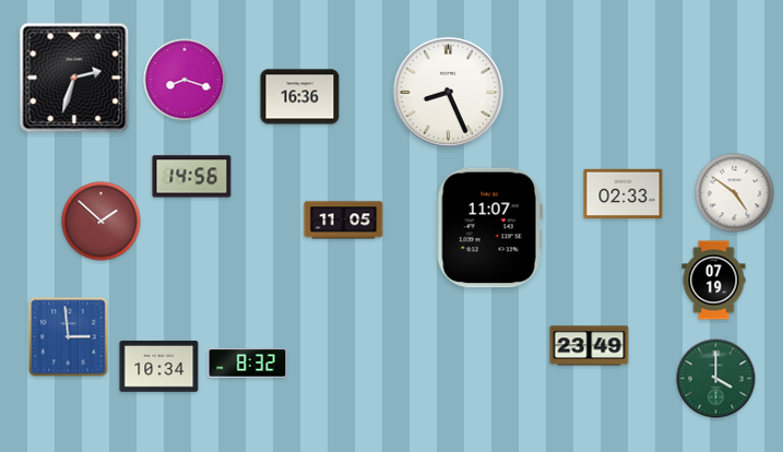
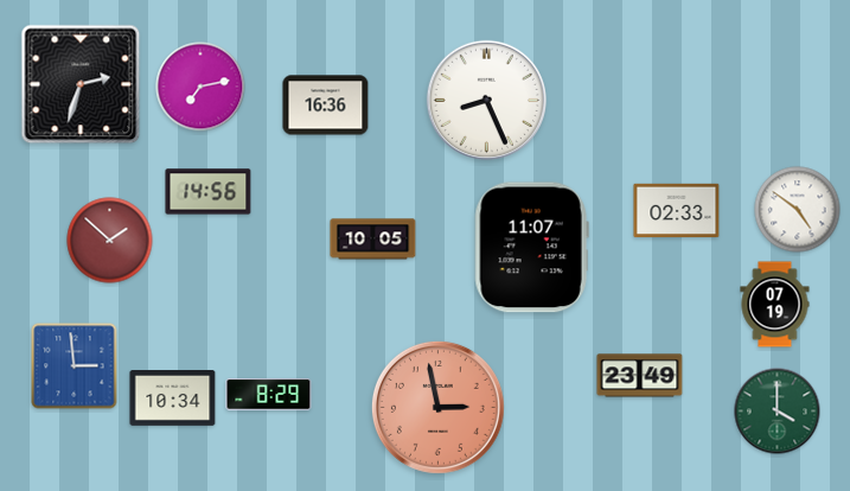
clock at (185, 80): 8:18 -> 7:13
clock at (344, 221): 11:05 -> 10:05
clock at (248, 364): 8:32 -> 8:29
clock at (437, 407): none -> 2:58
